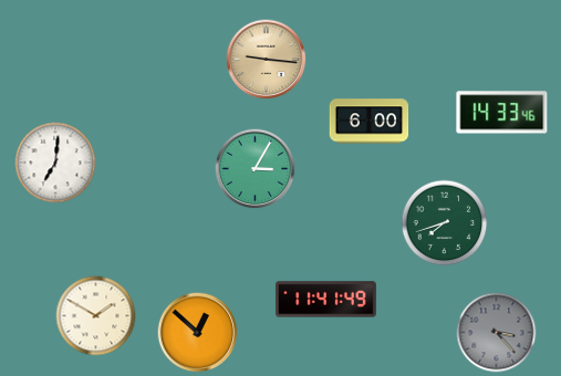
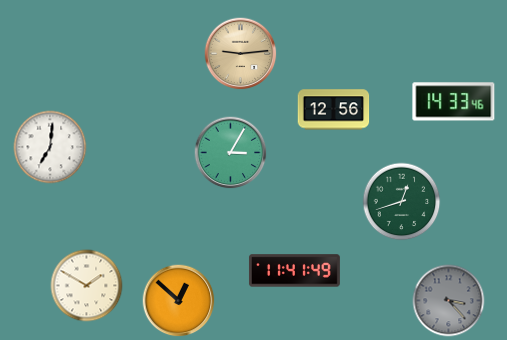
clock at (267, 60): 9:16 -> 9:14
clock at (370, 122): 6:00 -> 12:56
clock at (445, 223): 7:42 -> 12:42
